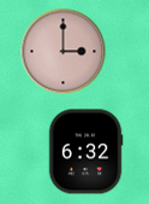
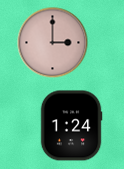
clock at (85, 152): 6:32 -> 1:24
